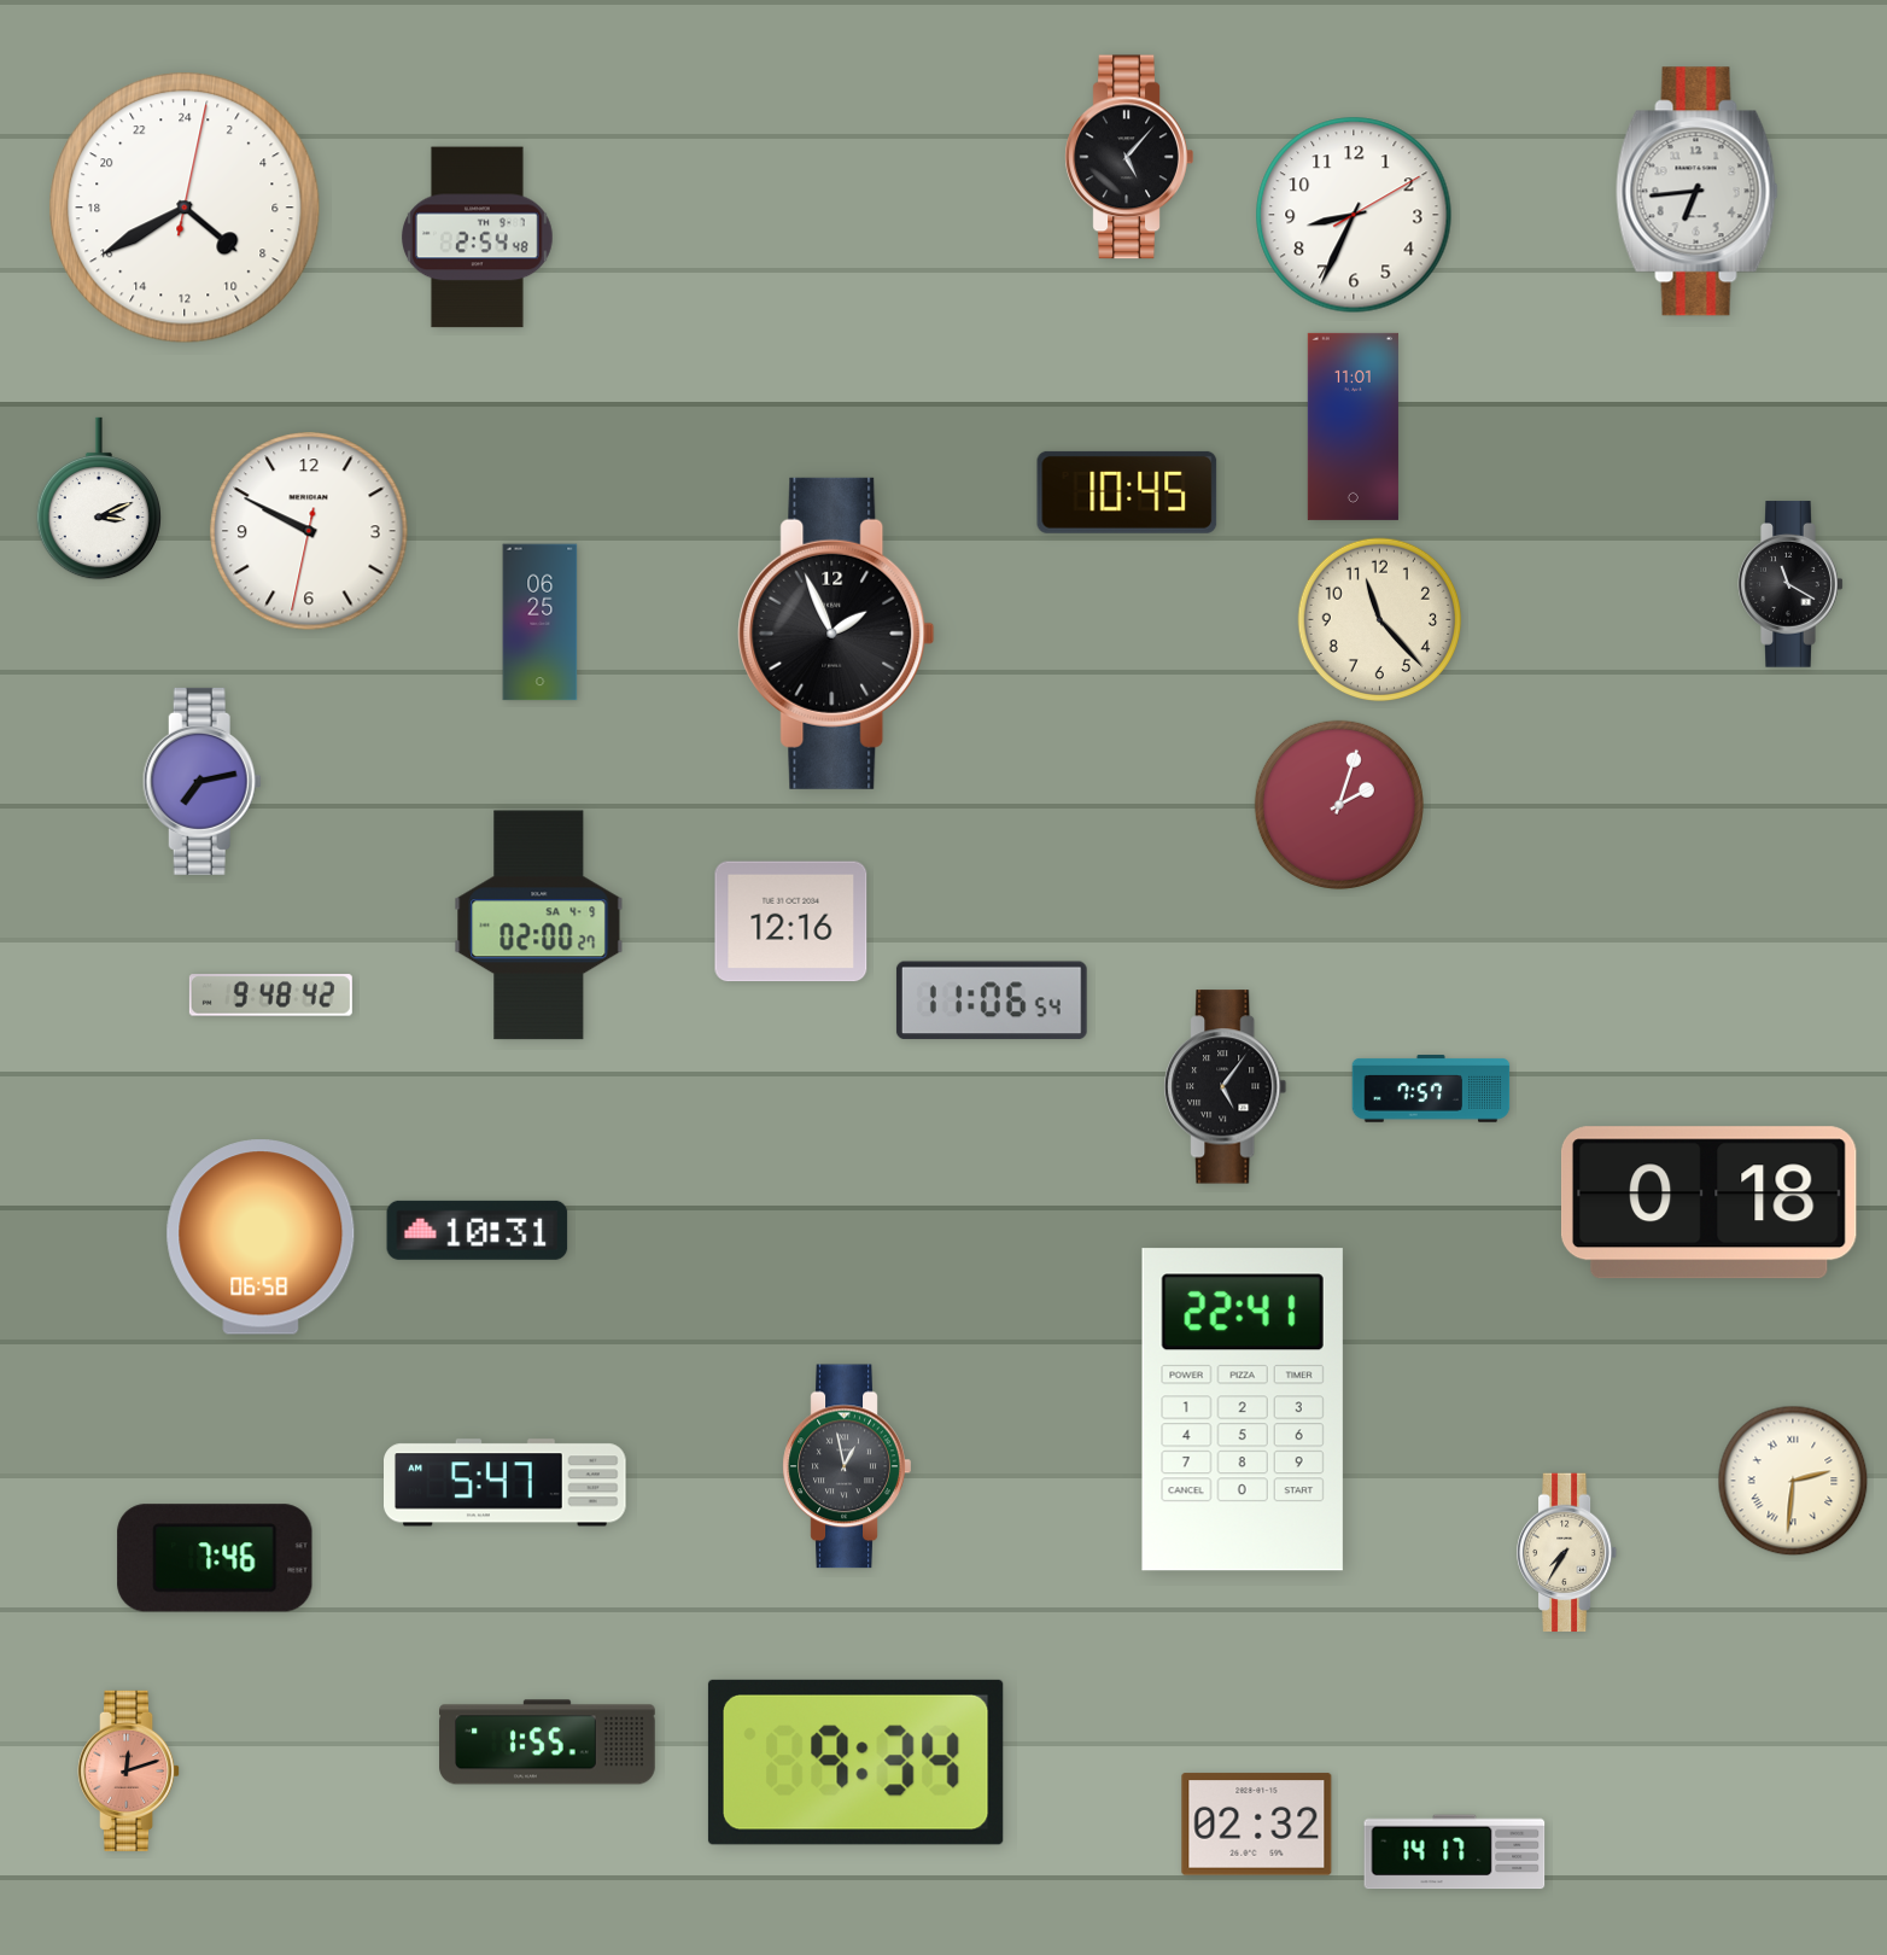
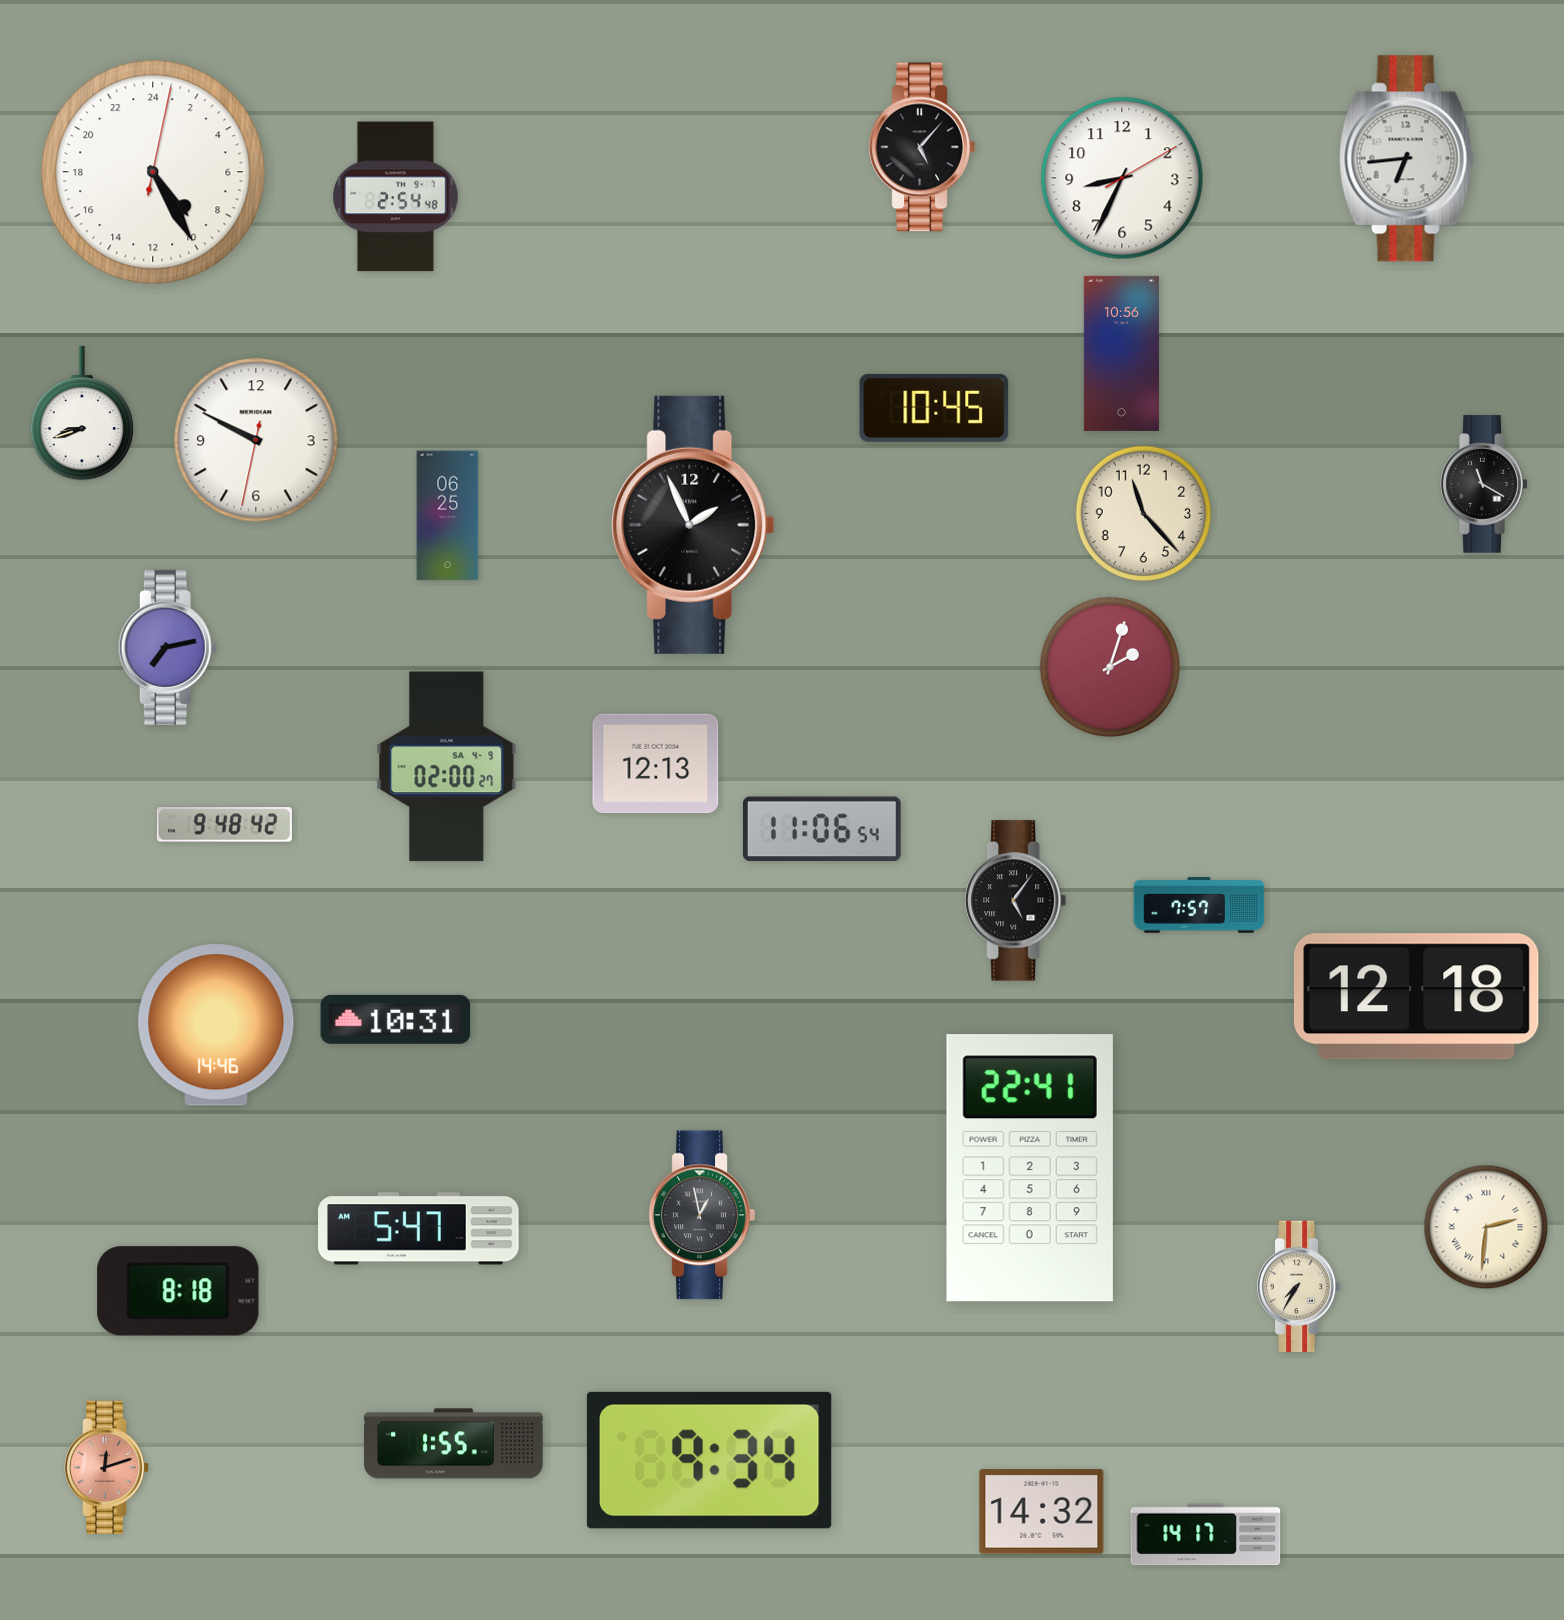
clock at (1129, 157) position: (1129, 157) -> (922, 147)
clock at (185, 208): 8:40 -> 9:25
clock at (1353, 426): 11:01 -> 10:56
clock at (98, 498): 3:11 -> 8:42
clock at (791, 922): 12:16 -> 12:13
clock at (1431, 1089) position: (1431, 1089) -> (1199, 905)
clock at (1708, 1203): 0:18 -> 12:18
clock at (261, 1237): 06:58 -> 14:46
clock at (215, 1558): 7:46 -> 8:18
clock at (1257, 1825): 02:32 -> 14:32
